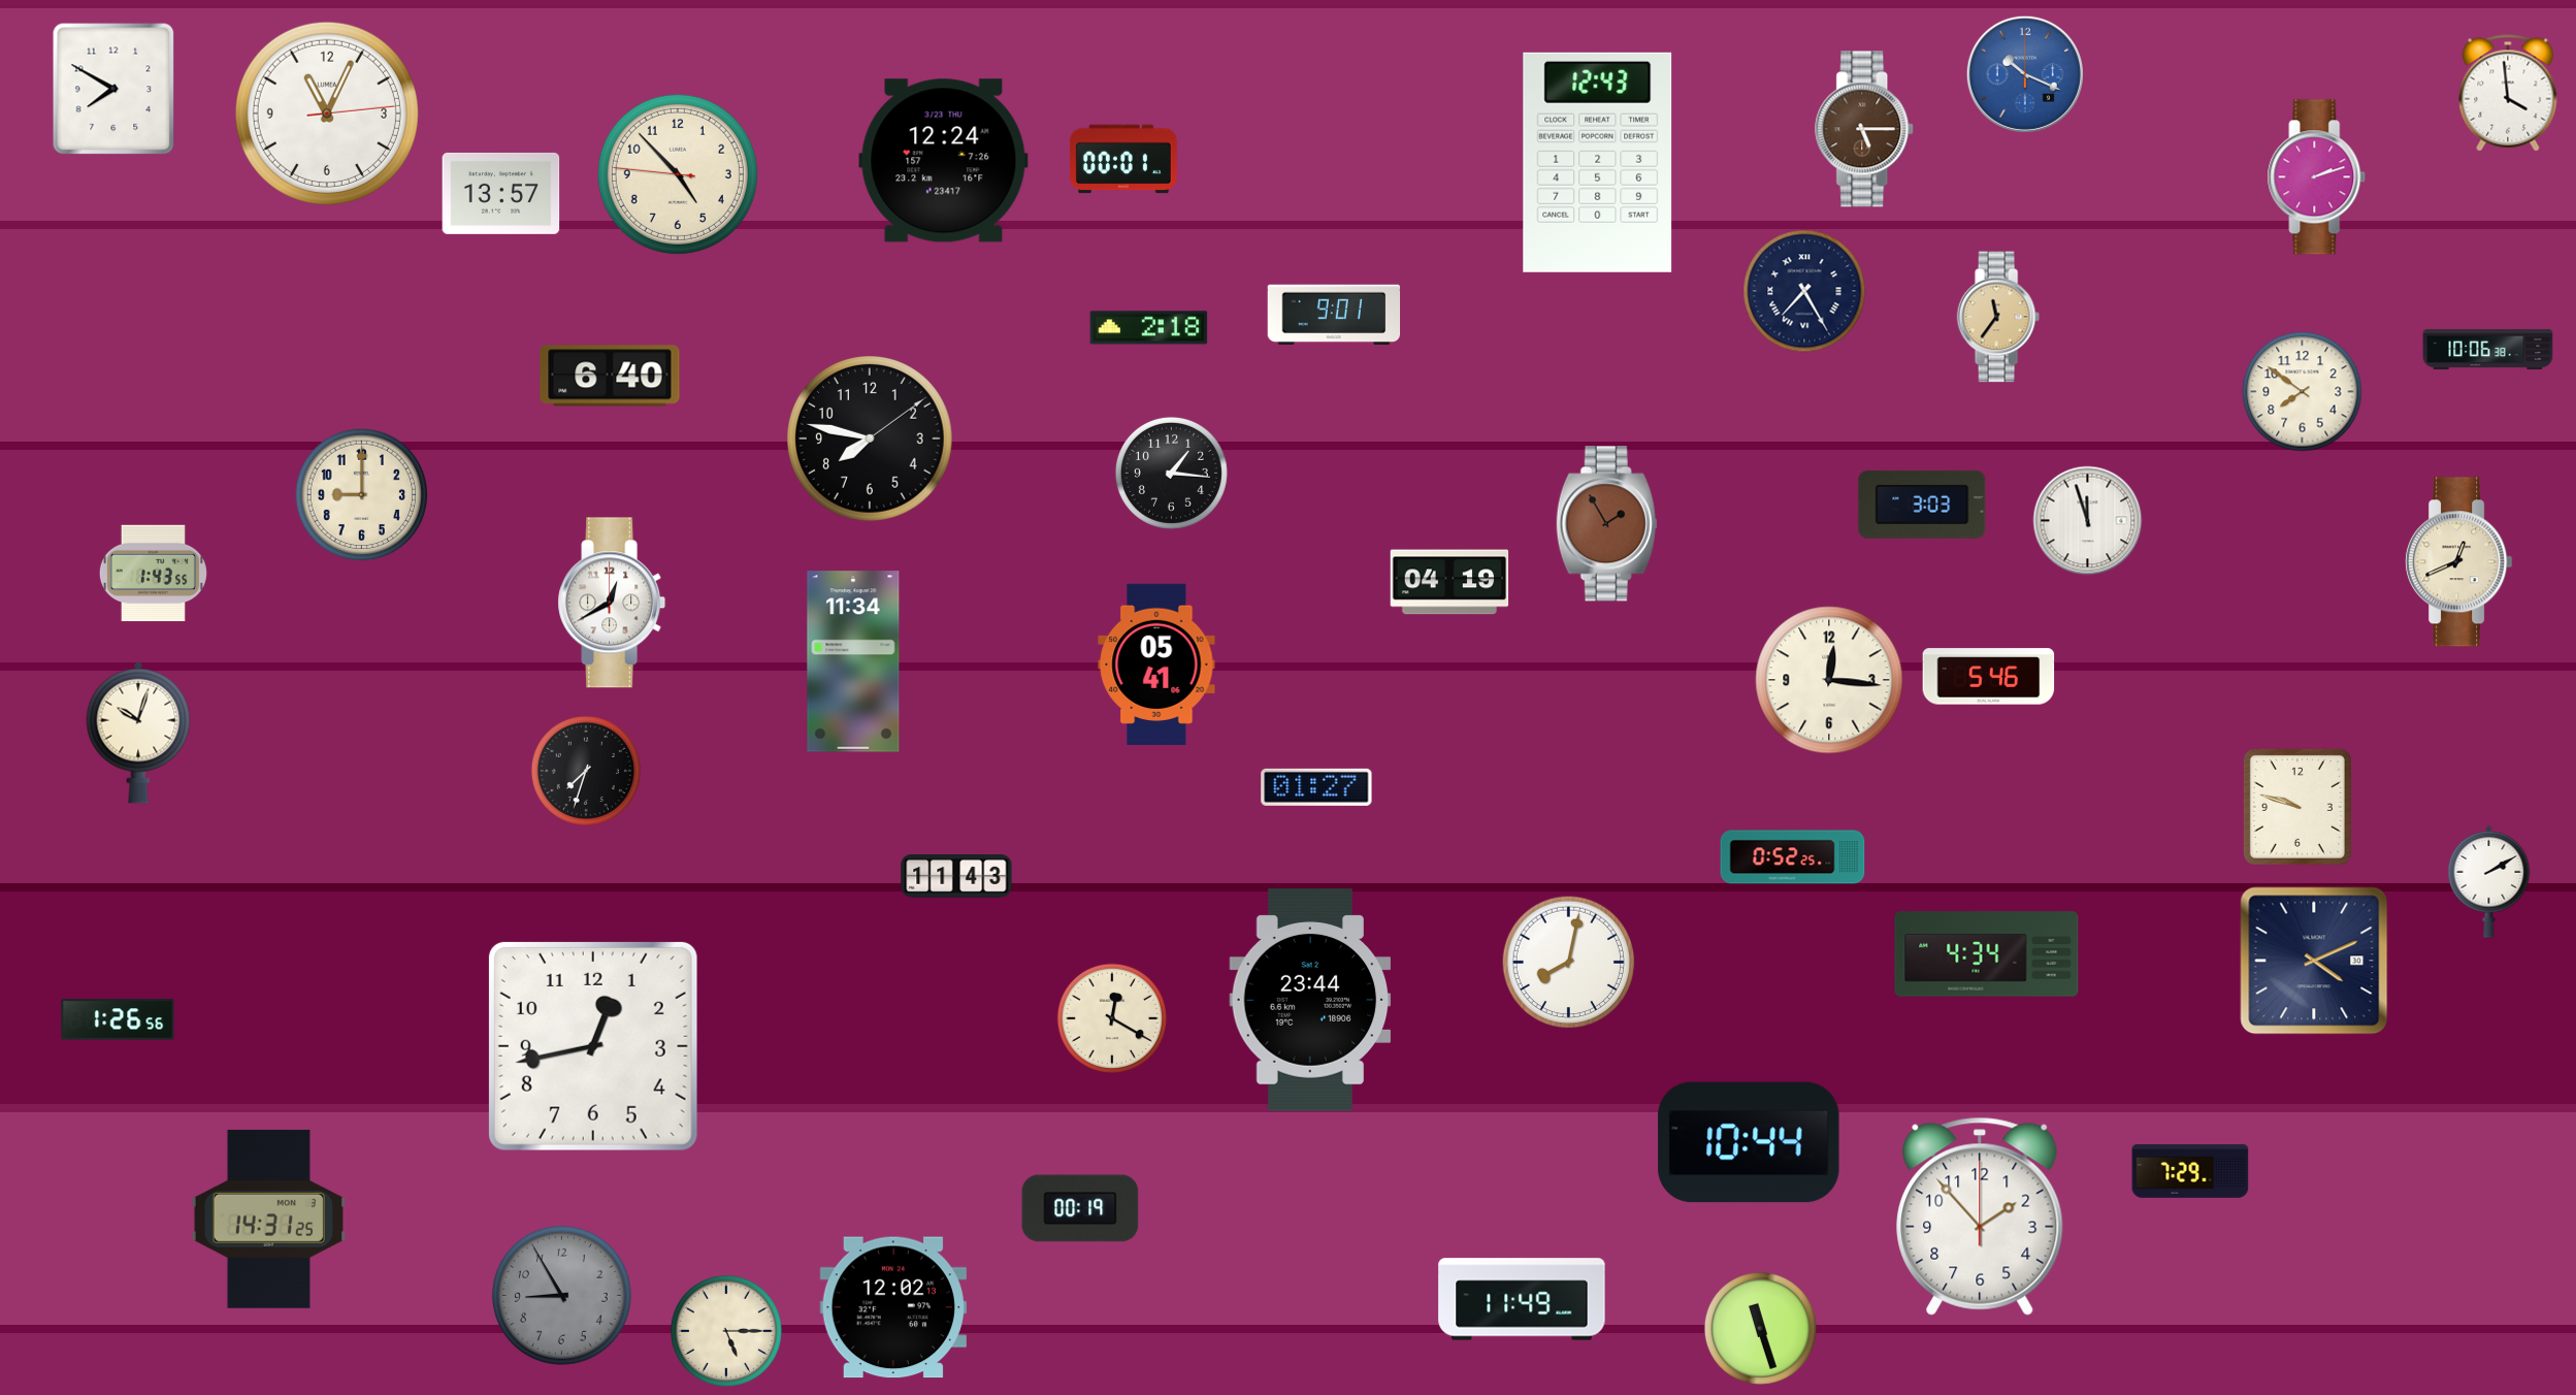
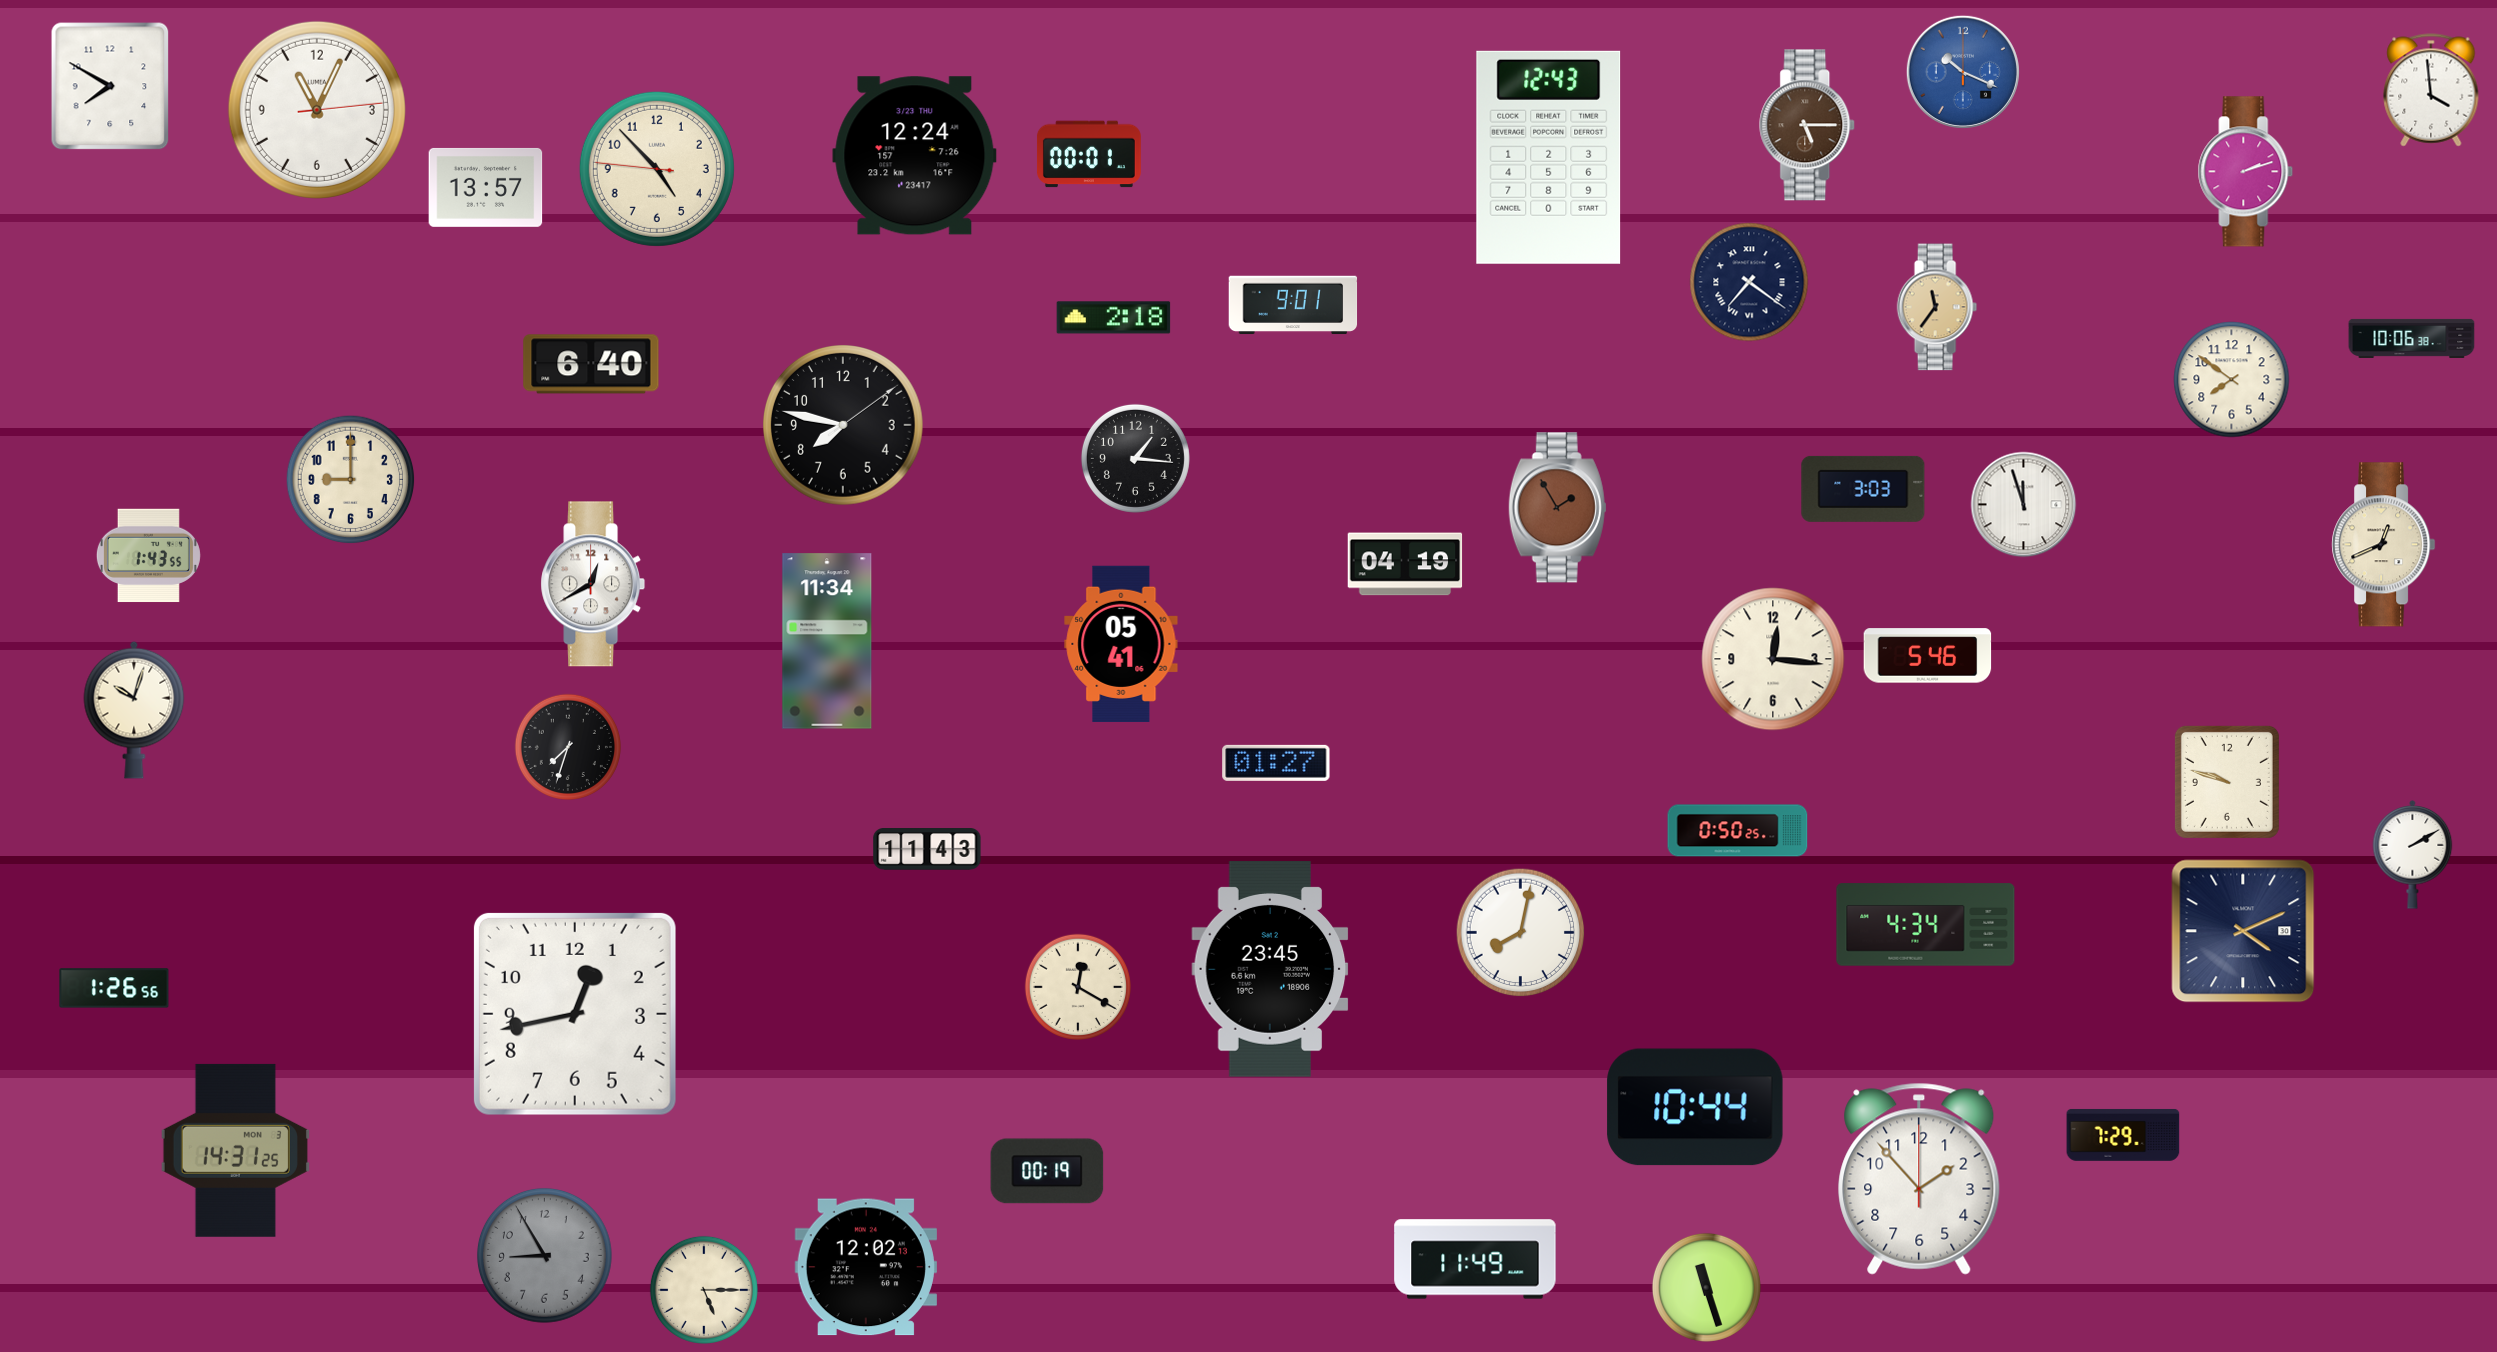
clock at (1804, 291): 7:25 -> 7:21
clock at (1793, 857): 0:52 -> 0:50
clock at (1310, 1000): 23:44 -> 23:45
clock at (268, 1219) position: (268, 1219) -> (235, 1150)
